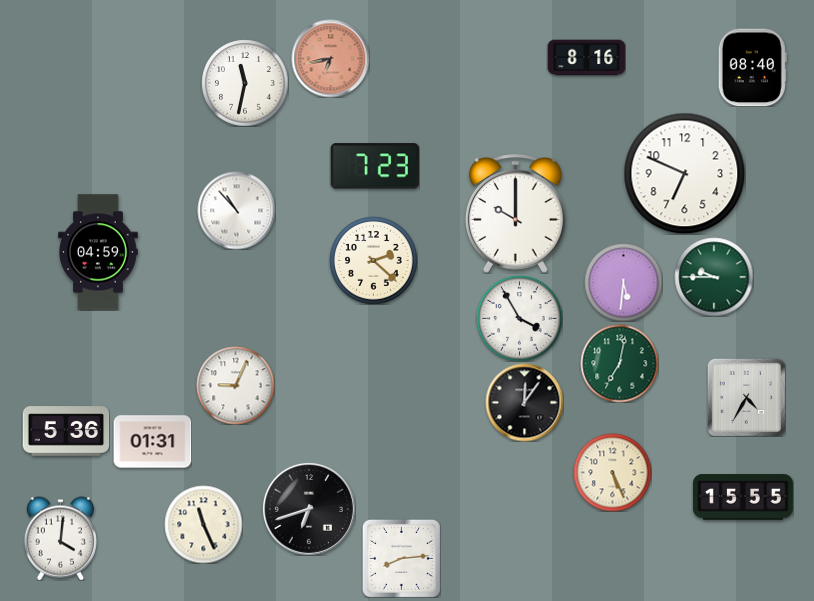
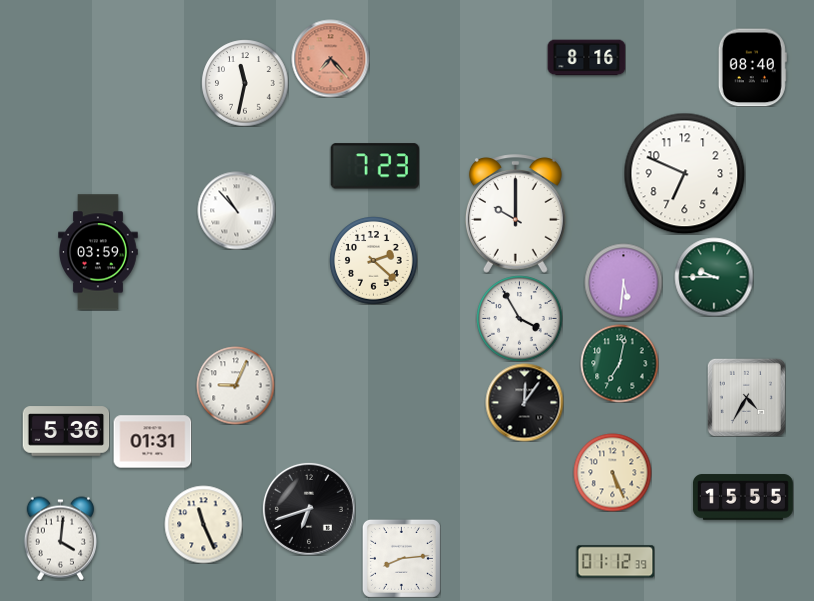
clock at (330, 58): 6:43 -> 7:23
clock at (98, 252): 04:59 -> 03:59
clock at (615, 562): none -> 01:12
